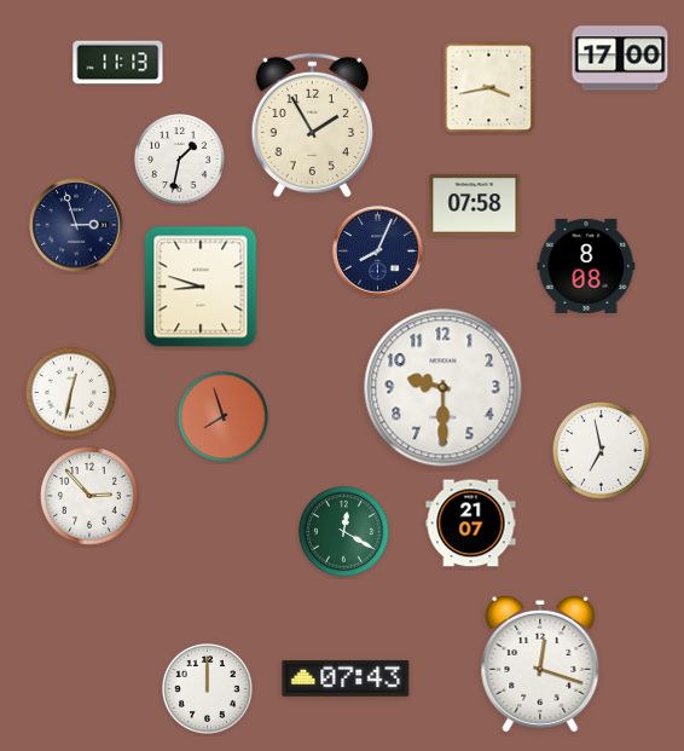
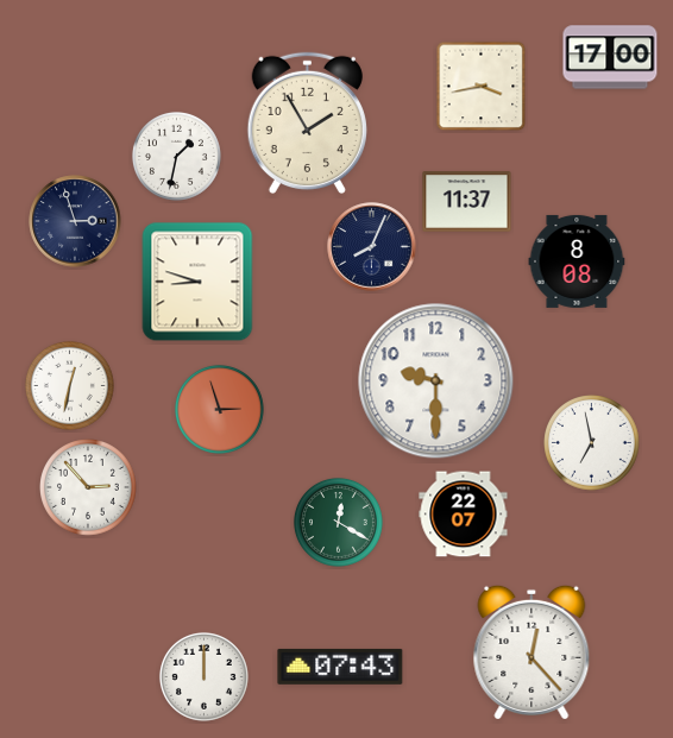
clock at (118, 63): 11:13 -> none
clock at (475, 206): 07:58 -> 11:37
clock at (222, 416): 7:57 -> 2:57
clock at (471, 524): 21:07 -> 22:07
clock at (540, 664): 12:18 -> 12:23
